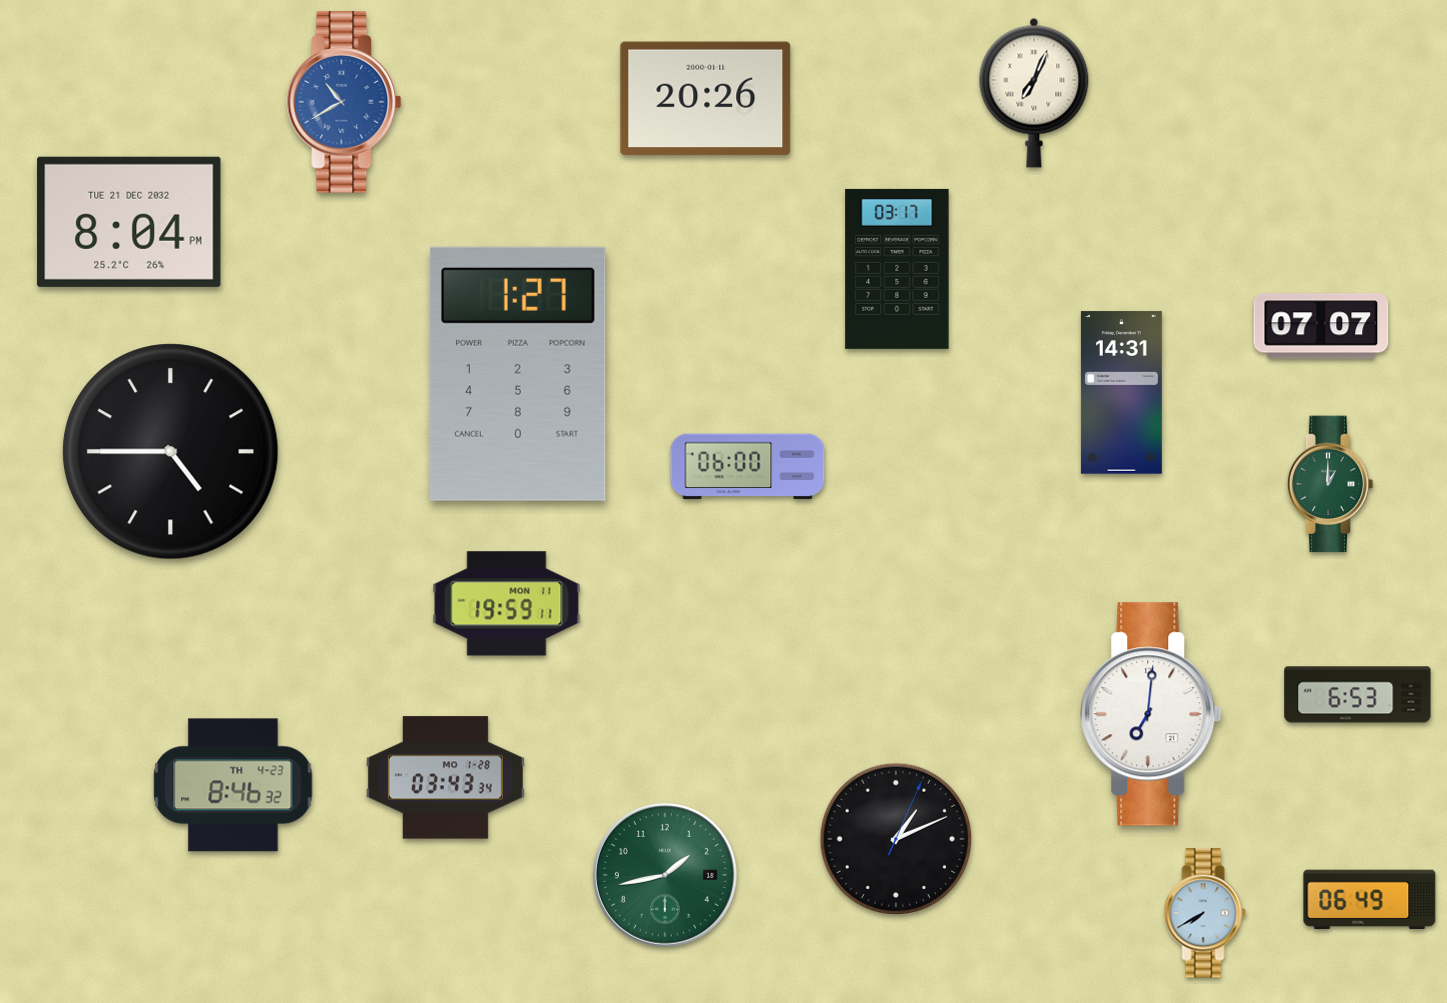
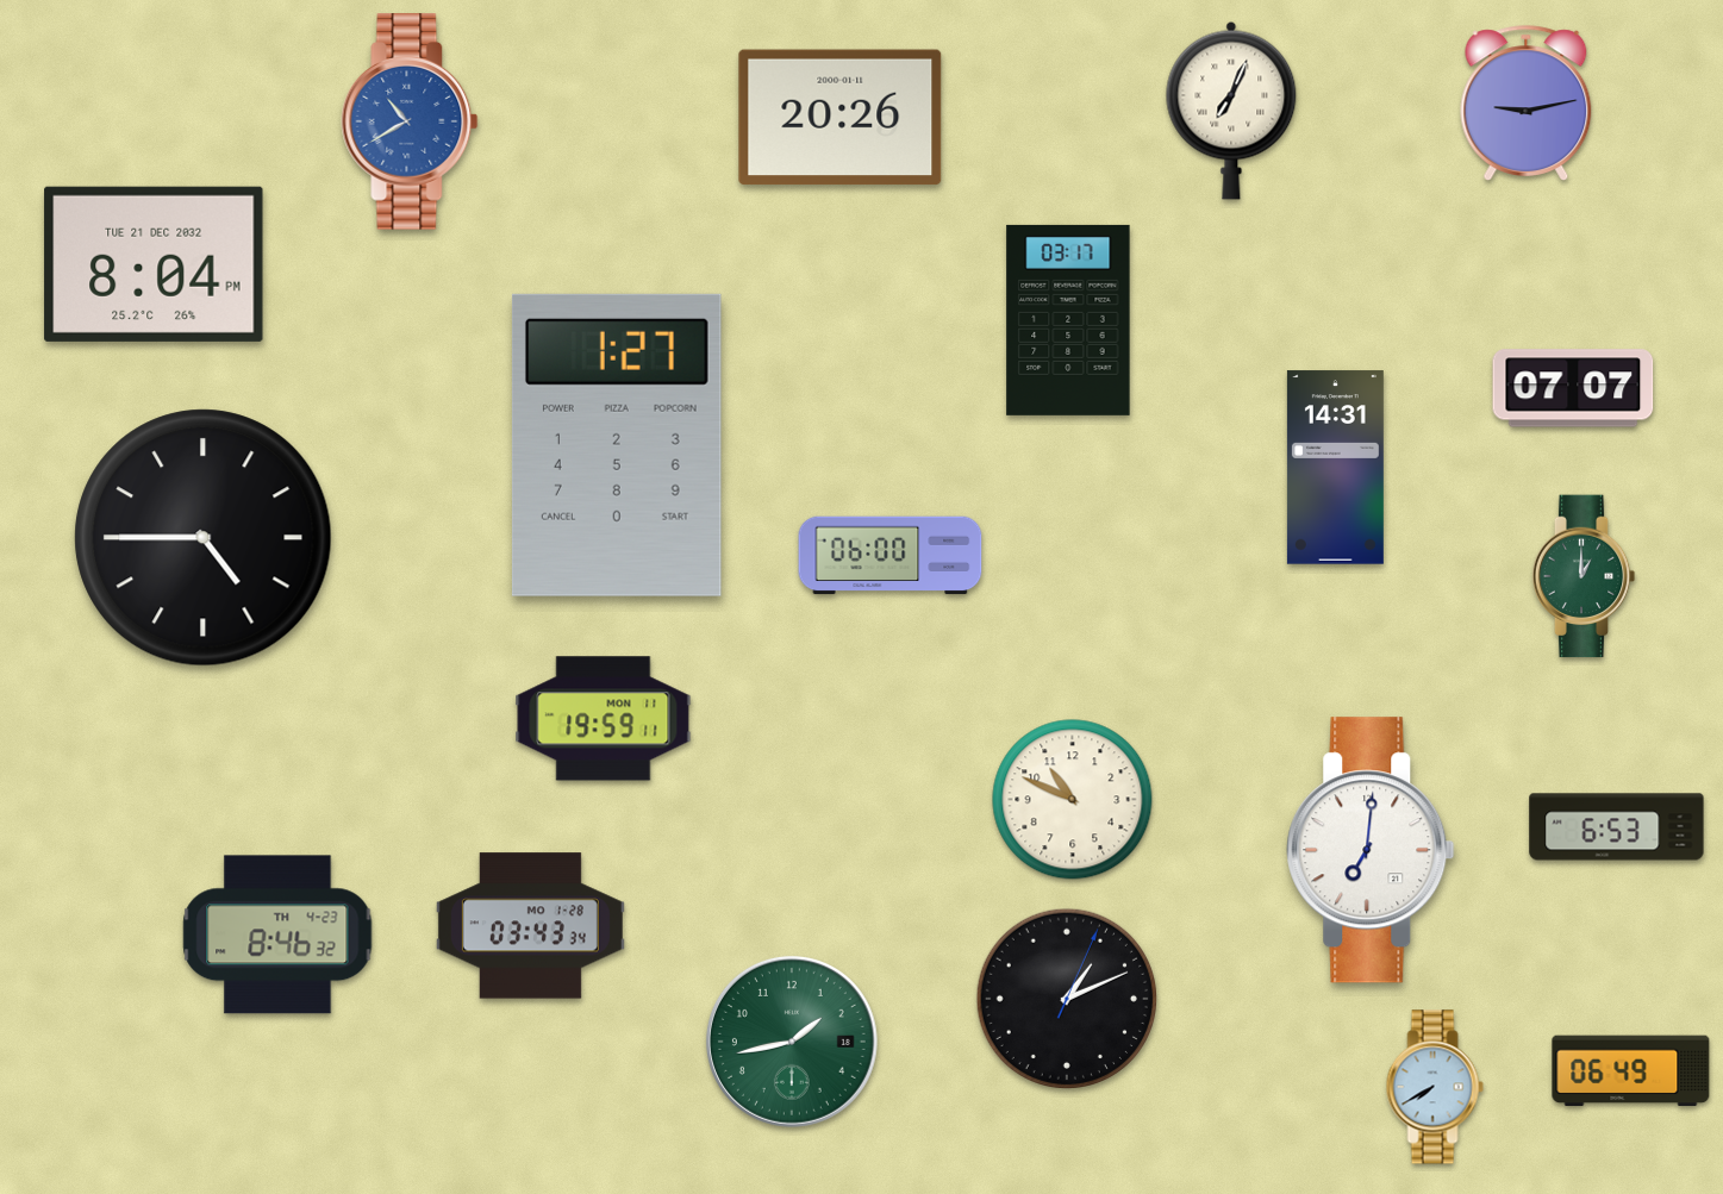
clock at (1527, 104): none -> 9:13
clock at (1073, 800): none -> 10:49
